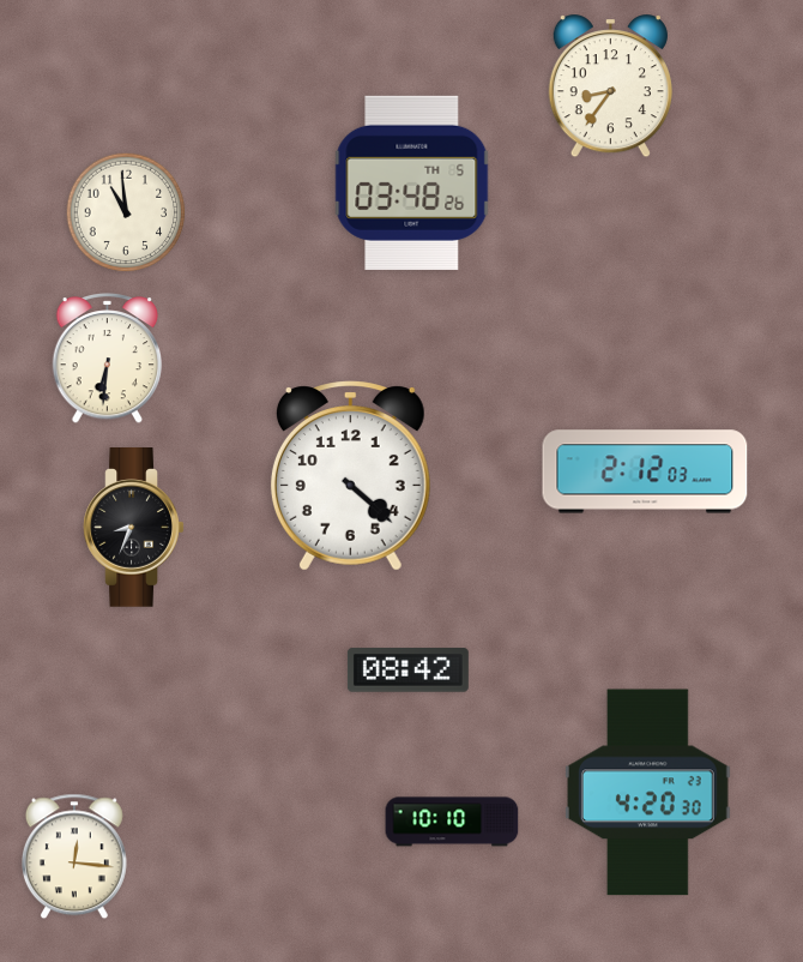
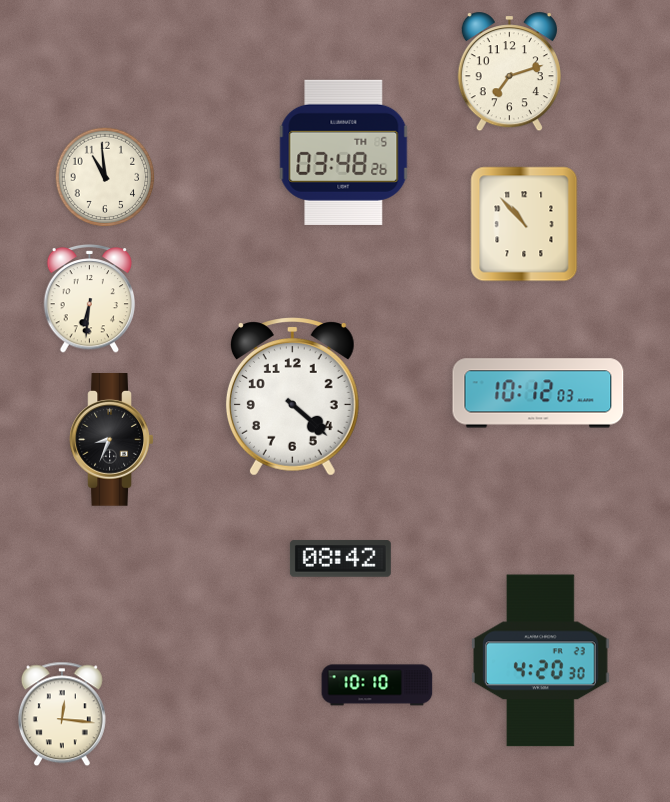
clock at (610, 86): 8:36 -> 7:12
clock at (524, 224): none -> 10:53
clock at (645, 471): 2:12 -> 10:12
